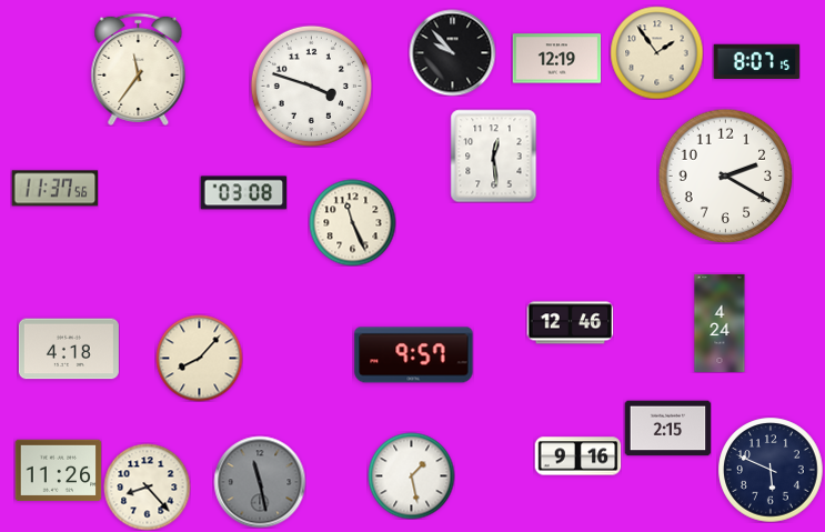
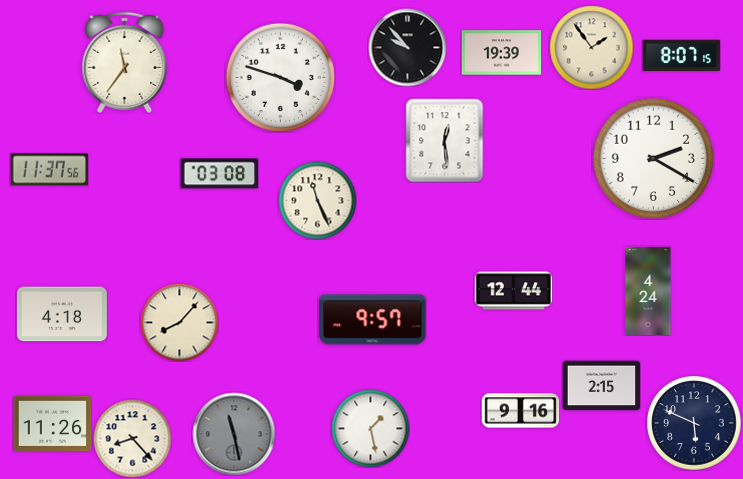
clock at (556, 59): 12:19 -> 19:39
clock at (570, 323): 12:46 -> 12:44
